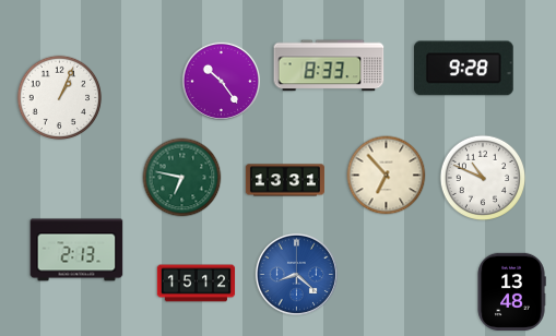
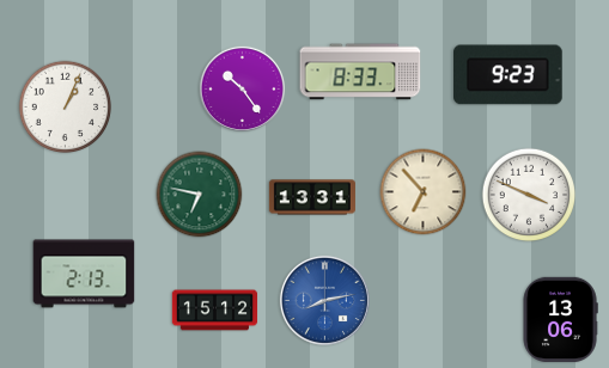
clock at (464, 69): 9:28 -> 9:23
clock at (483, 178): 10:49 -> 3:49
clock at (296, 274): 8:22 -> 8:13
clock at (511, 291): 13:48 -> 13:06
